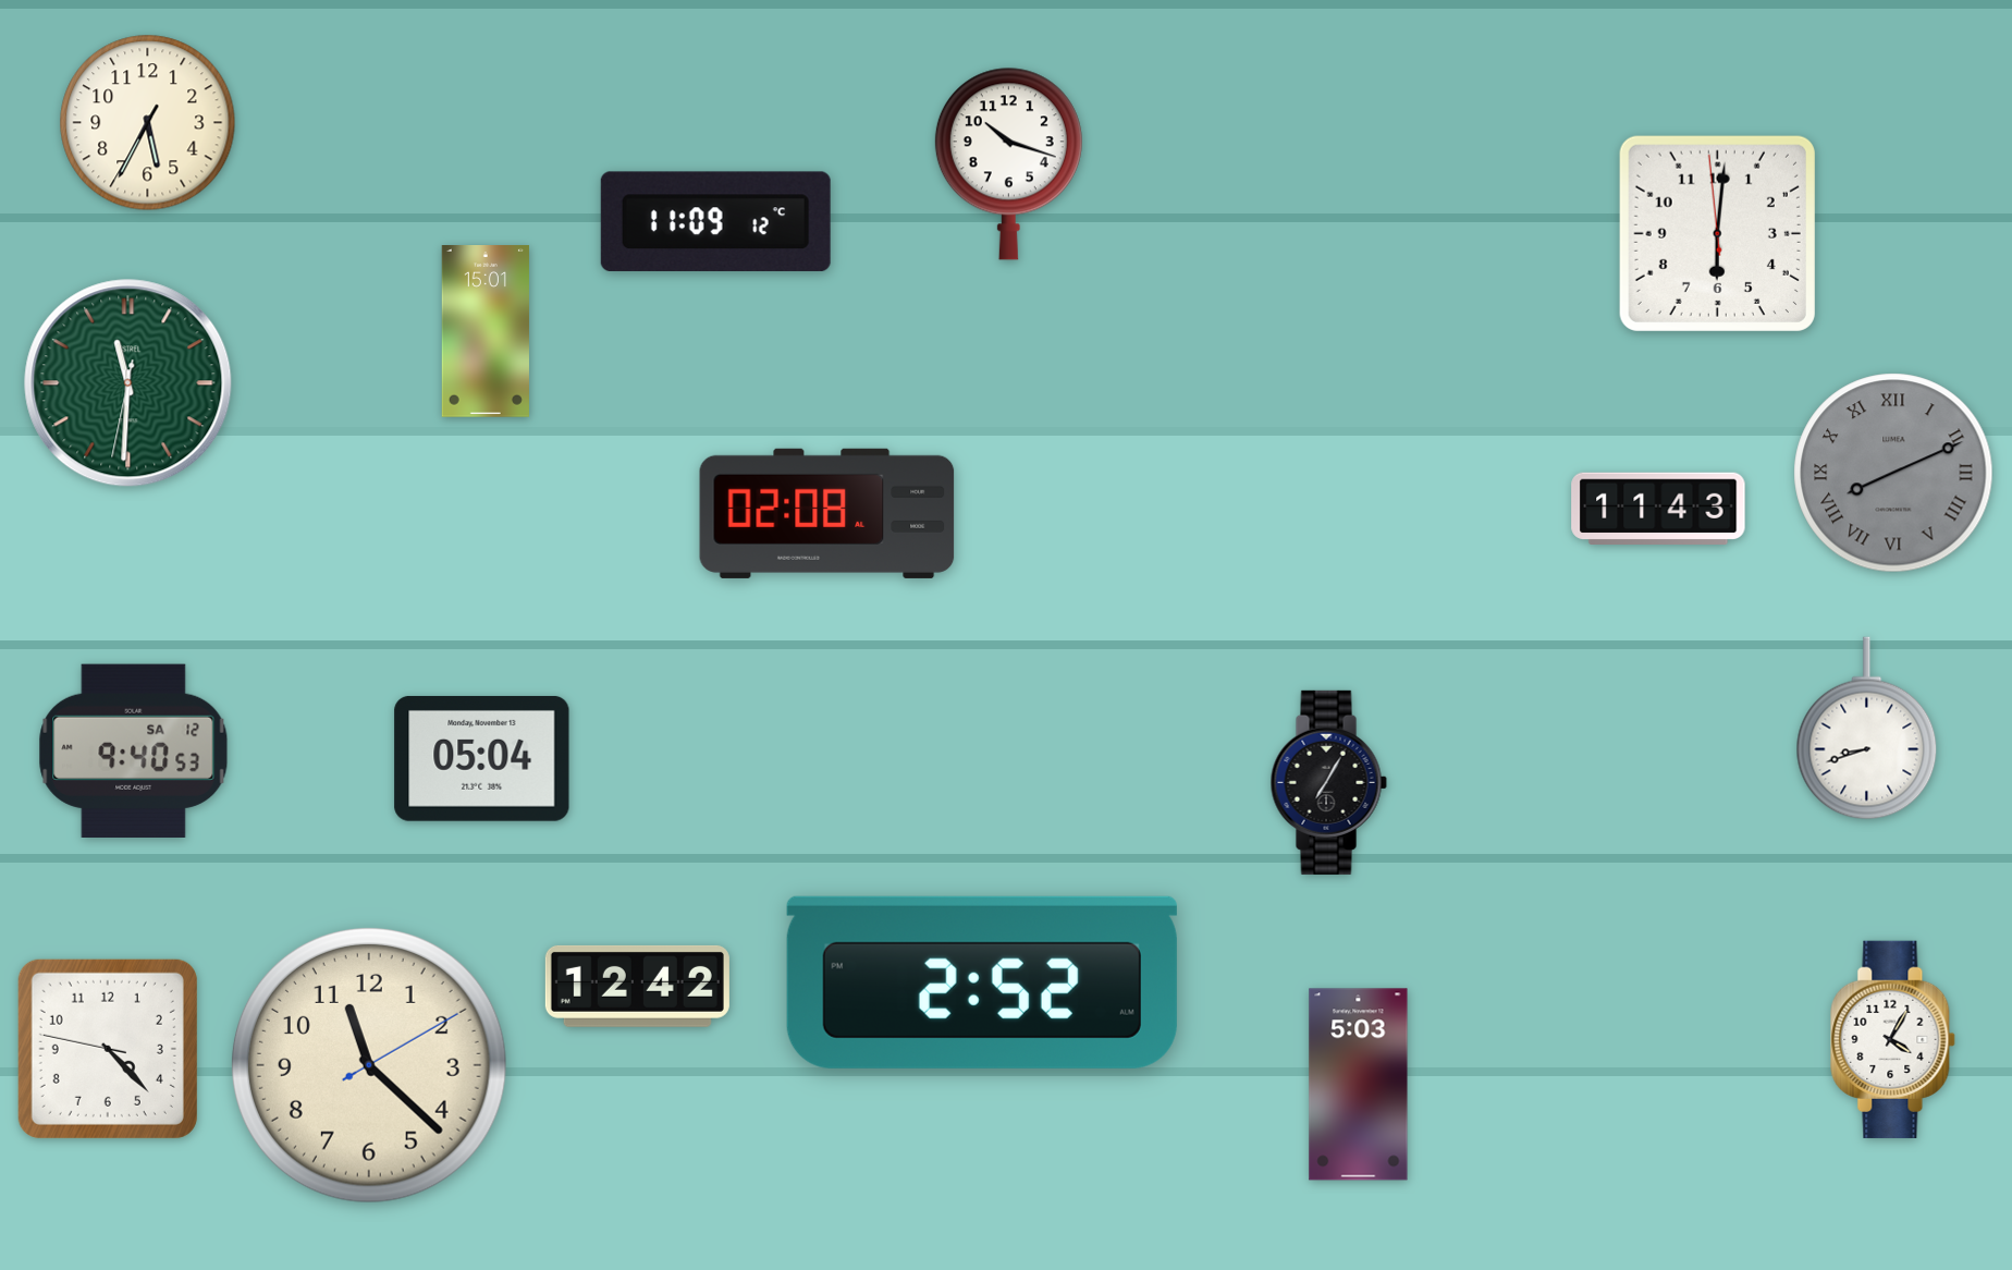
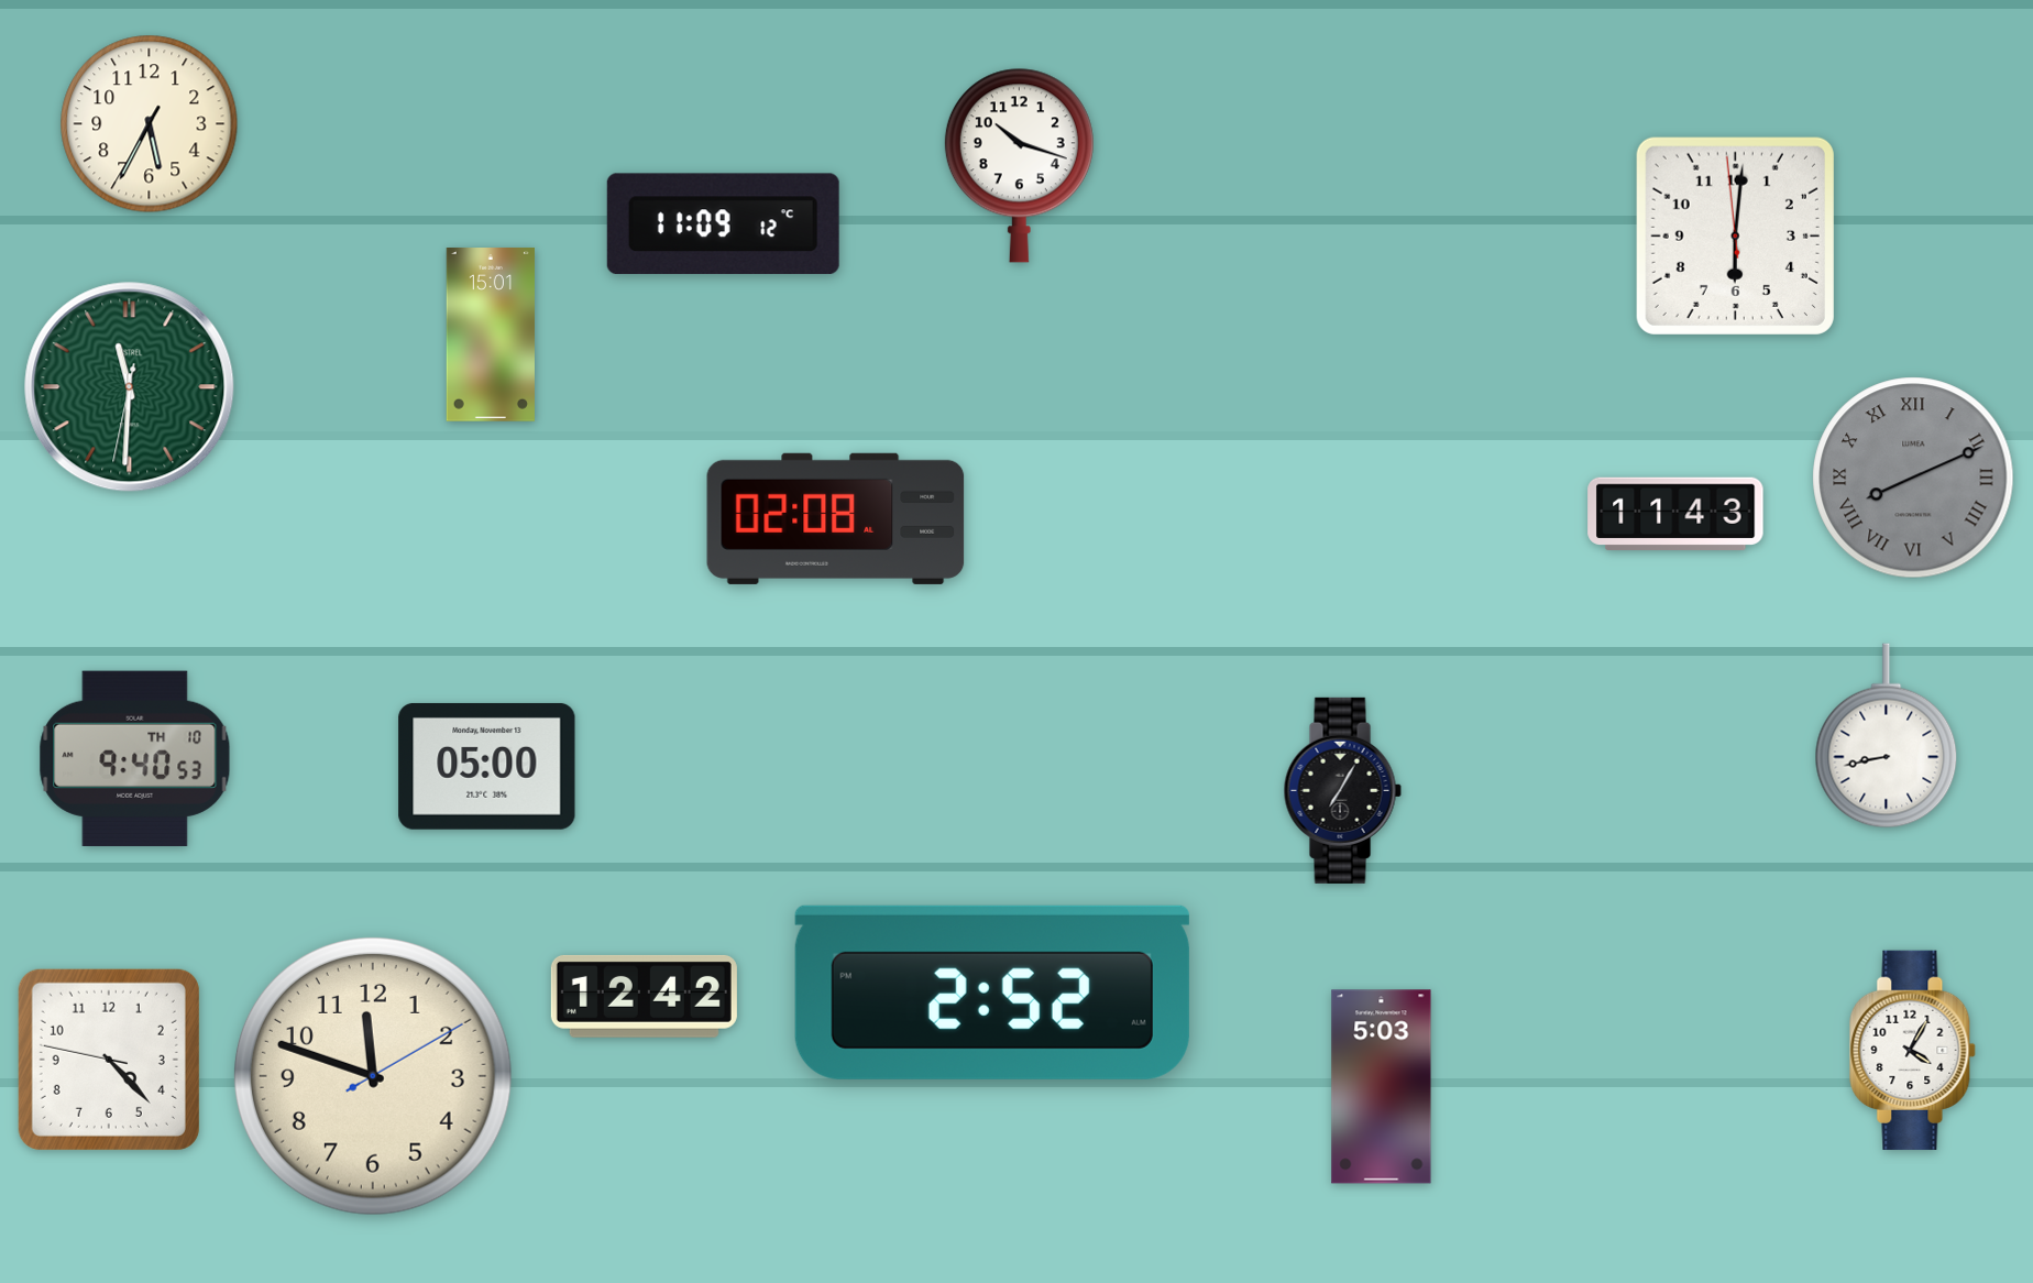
clock at (1867, 729): 8:42 -> 8:43
clock at (134, 750) date: SA 12 -> TH 10
clock at (482, 758): 05:04 -> 05:00
clock at (369, 1065): 11:22 -> 11:48
clock at (1359, 1085) position: (1359, 1085) -> (1382, 1087)
